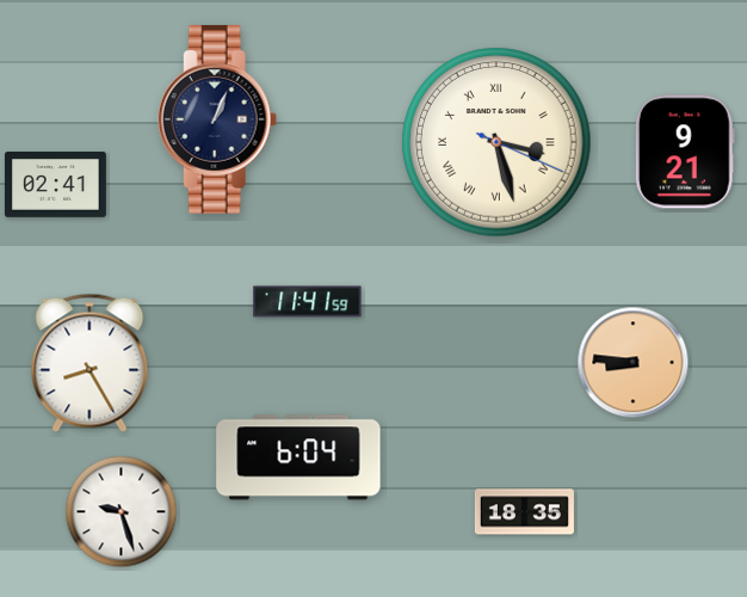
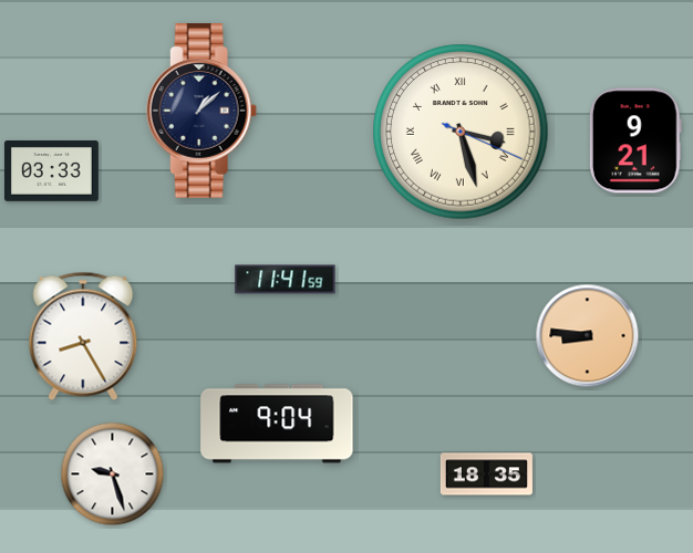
clock at (217, 121): 1:04 -> 1:08
clock at (55, 185): 02:41 -> 03:33
clock at (298, 457): 6:04 -> 9:04
